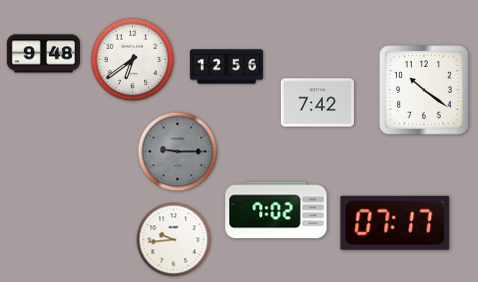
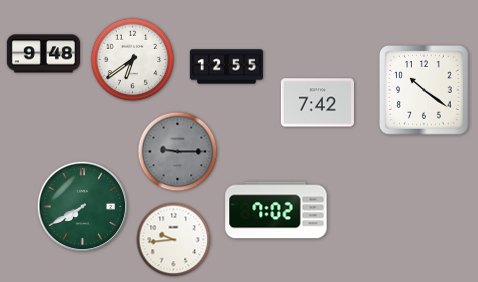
clock at (227, 67): 12:56 -> 12:55
clock at (82, 206): none -> 7:40
clock at (395, 223): 07:17 -> none
